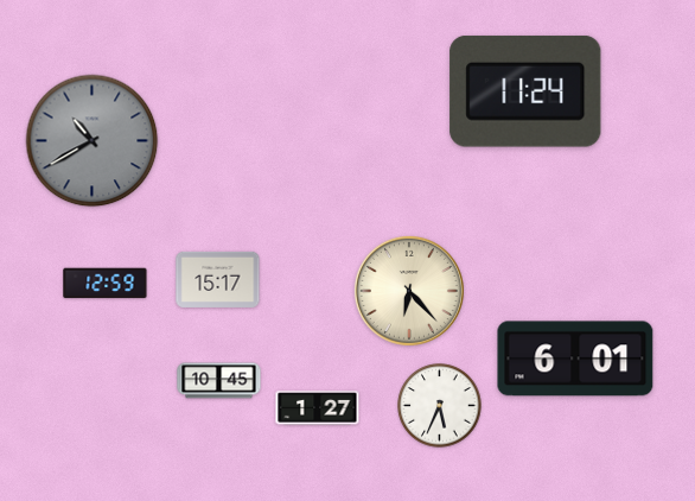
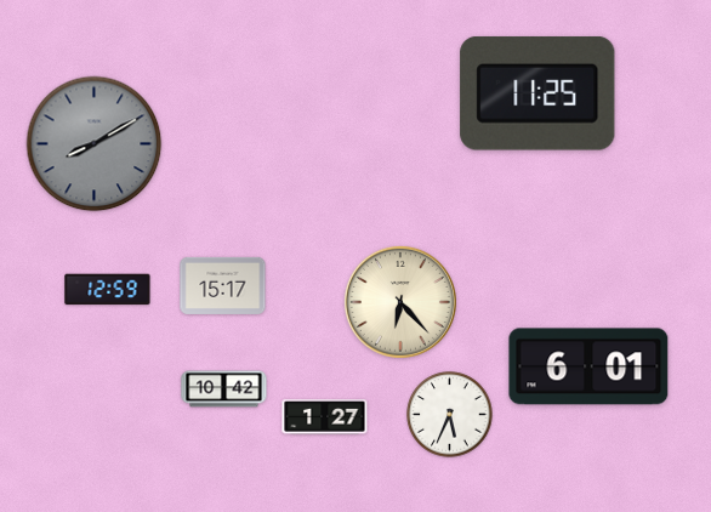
clock at (525, 91): 11:24 -> 11:25
clock at (93, 141): 10:40 -> 8:10
clock at (409, 291) position: (409, 291) -> (400, 302)
clock at (219, 381): 10:45 -> 10:42
